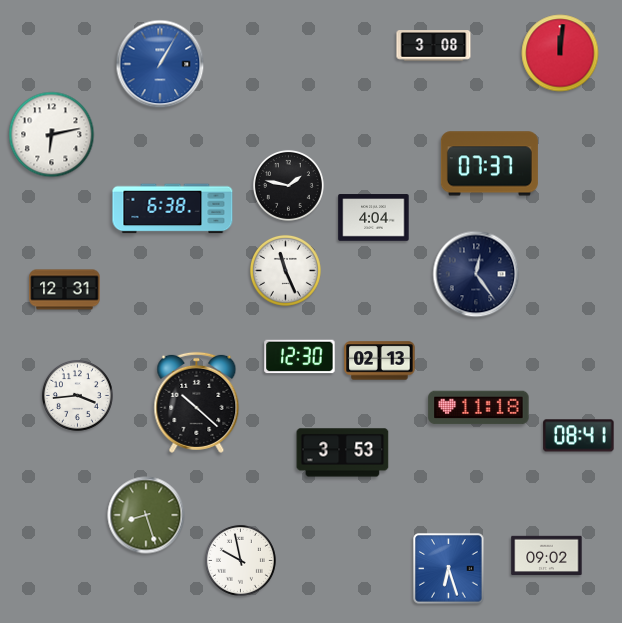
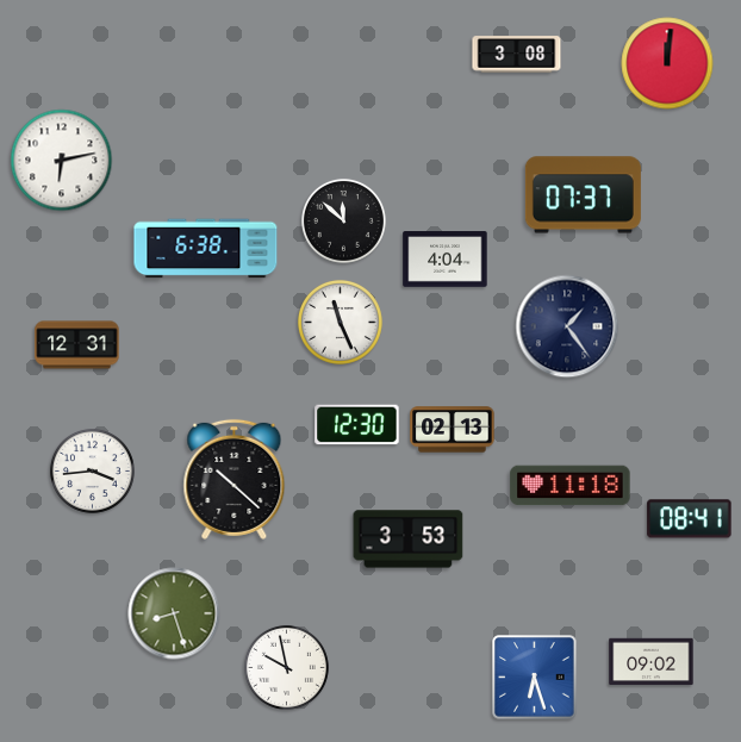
clock at (160, 64): 1:05 -> none
clock at (288, 185): 1:47 -> 11:52
clock at (476, 274): 12:24 -> 1:24
